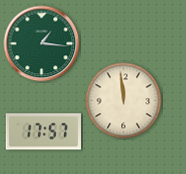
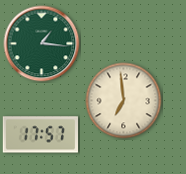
clock at (124, 101): 11:59 -> 6:59
clock at (44, 132) position: (44, 132) -> (41, 135)
